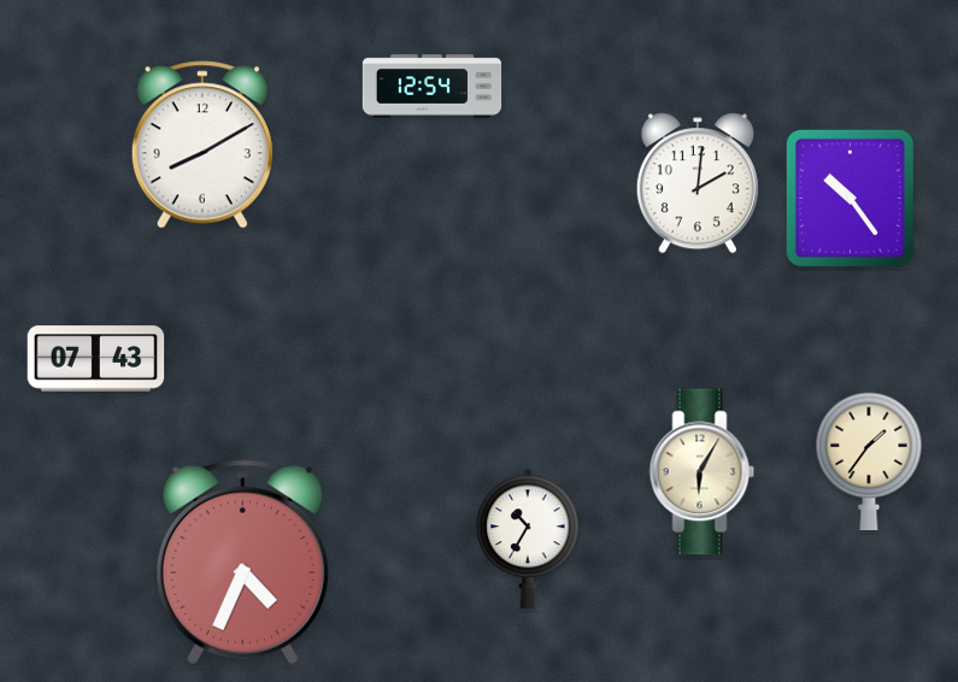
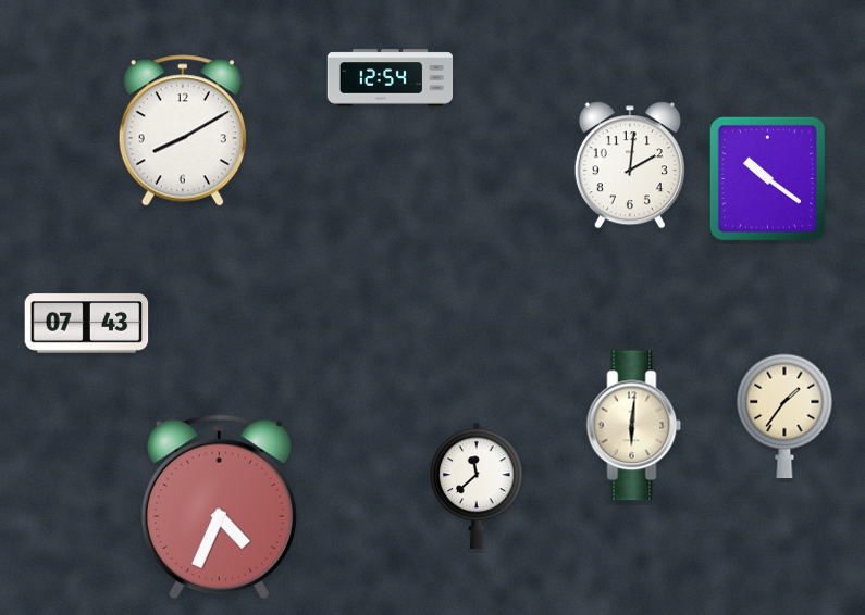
clock at (850, 198): 10:24 -> 10:21
clock at (703, 472): 6:05 -> 6:01
clock at (528, 539): 10:35 -> 11:38
